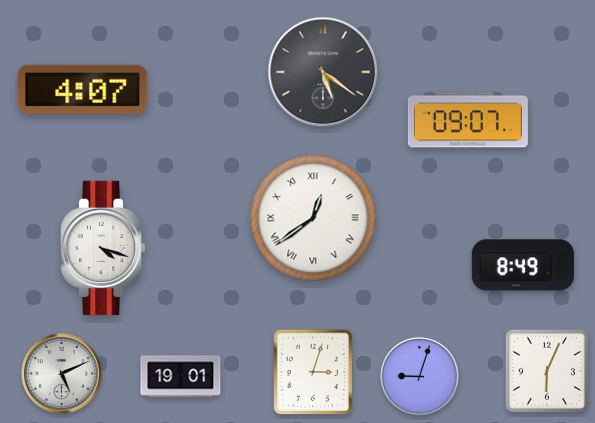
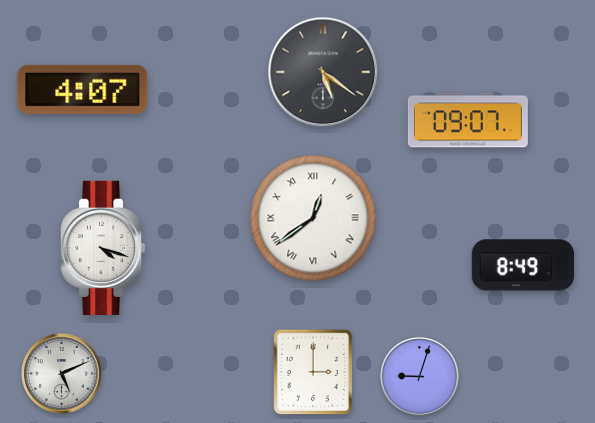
clock at (547, 371): 6:04 -> none
clock at (313, 372): 3:03 -> 3:00
clock at (181, 377): 19:01 -> none
